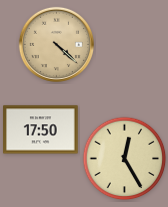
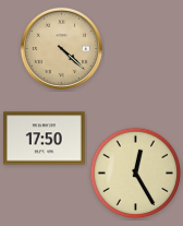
clock at (41, 130) position: (41, 130) -> (45, 139)
